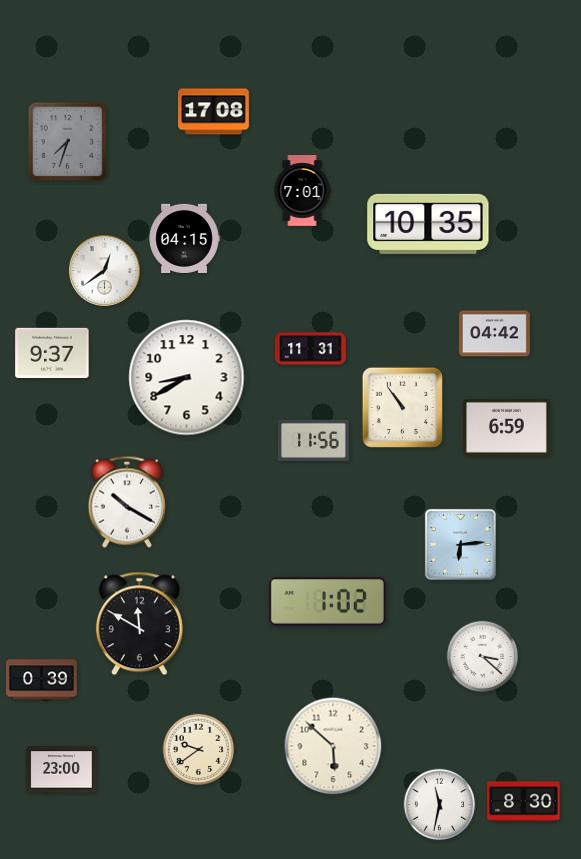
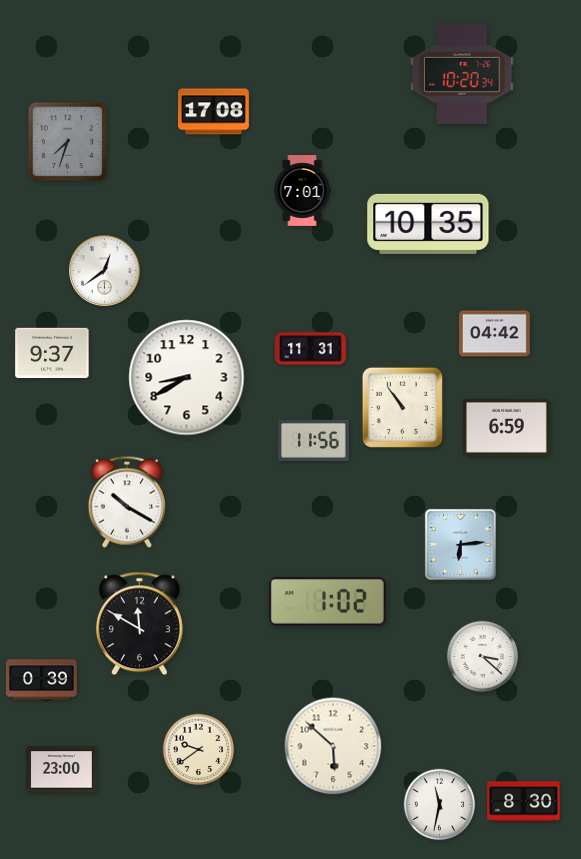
clock at (462, 74): none -> 10:20
clock at (184, 238): 04:15 -> none
